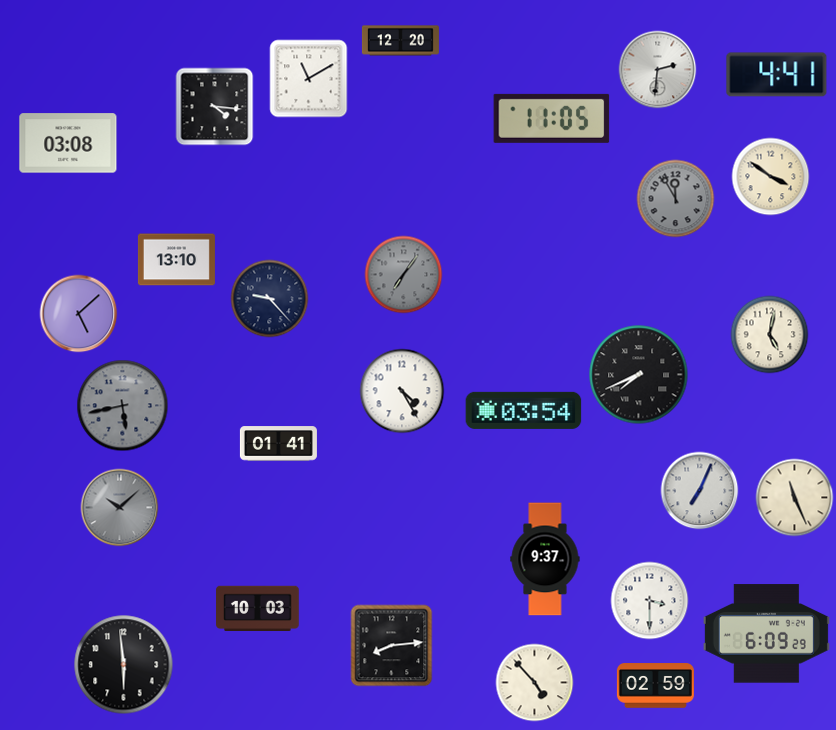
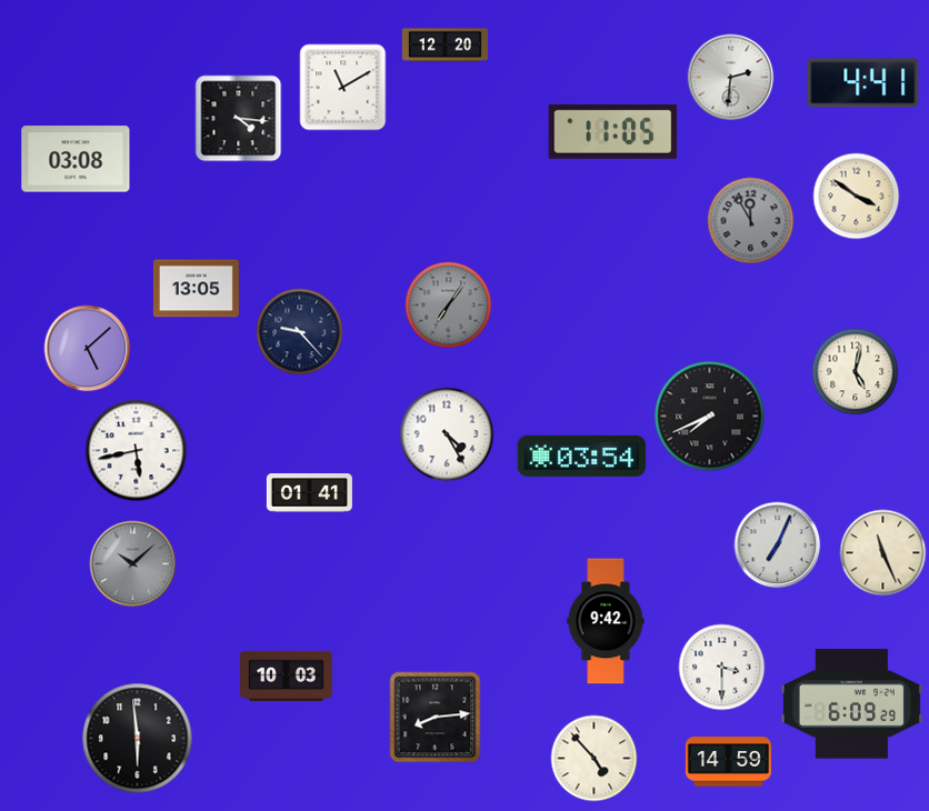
clock at (176, 260): 13:10 -> 13:05
clock at (122, 405) dial: grey -> white
clock at (545, 559): 9:37 -> 9:42
clock at (655, 686): 02:59 -> 14:59
